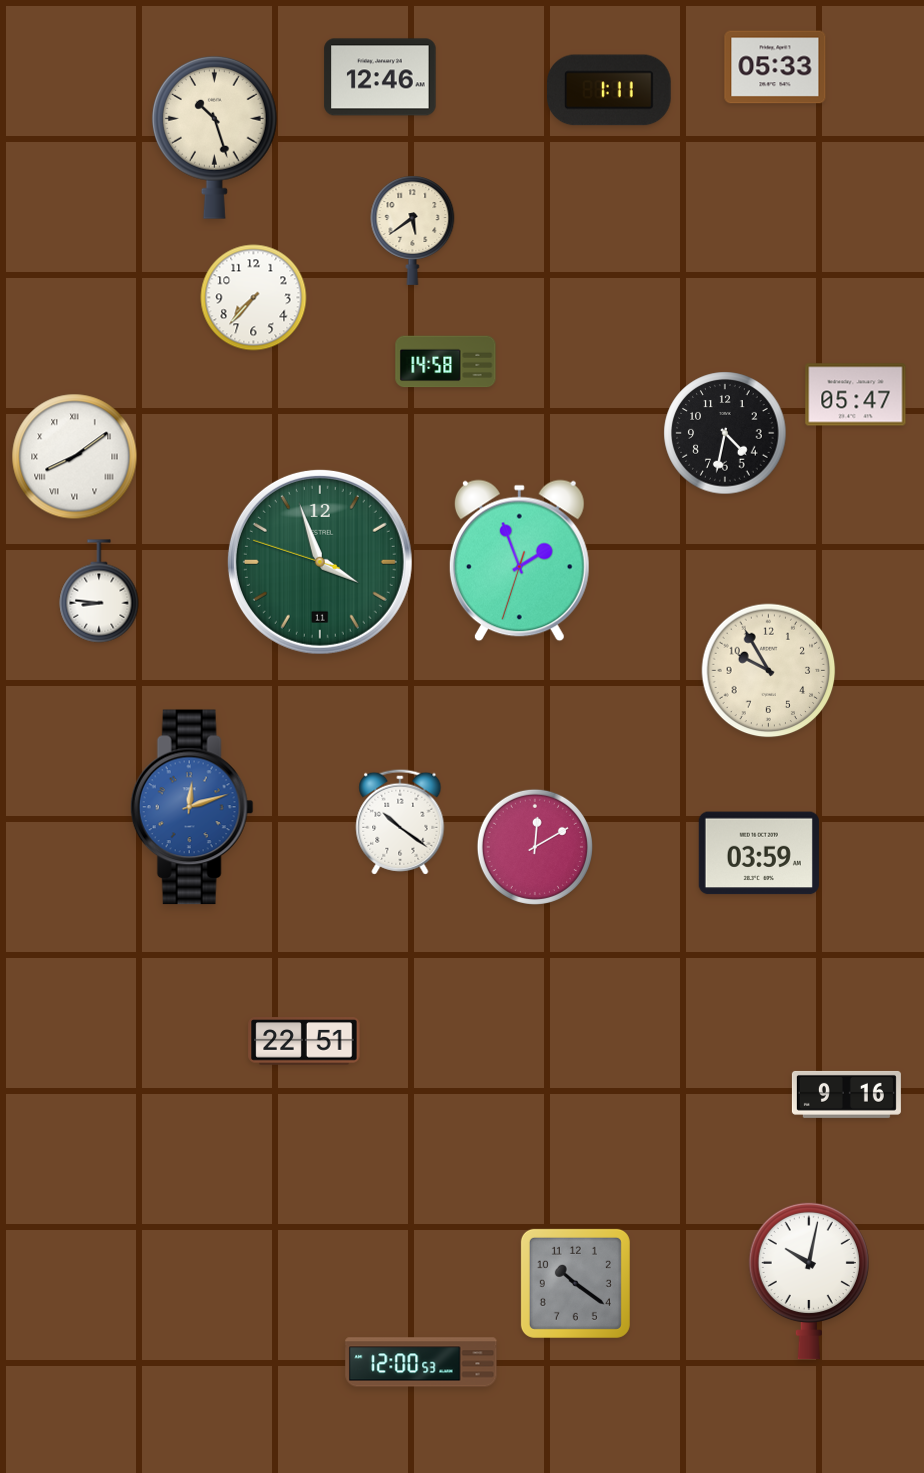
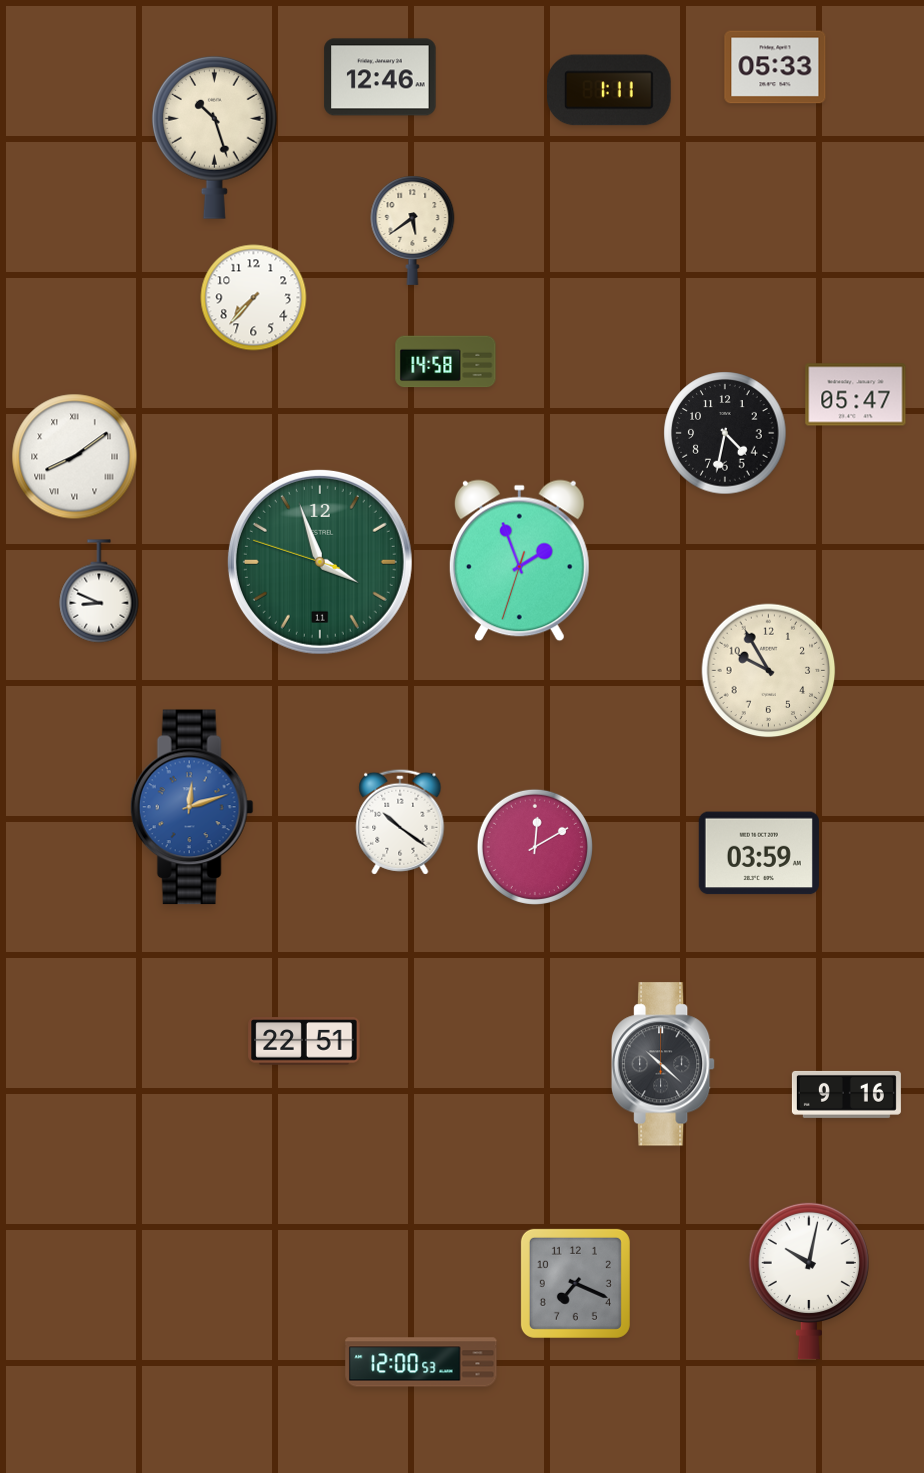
clock at (99, 591): 8:46 -> 8:49
clock at (663, 1064): none -> 10:22
clock at (575, 1283): 10:21 -> 7:19
